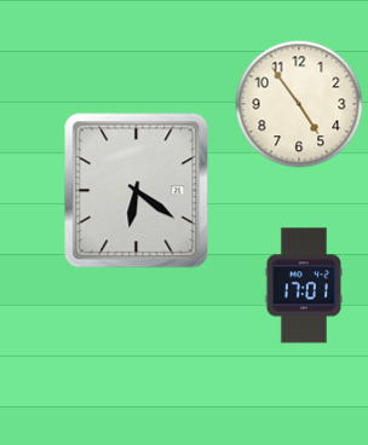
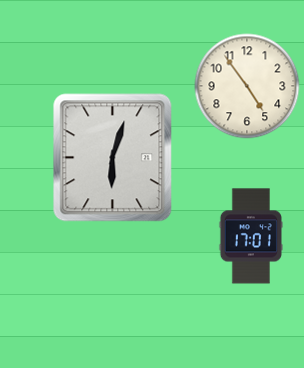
clock at (137, 191): 6:21 -> 6:03
